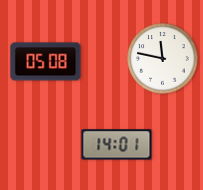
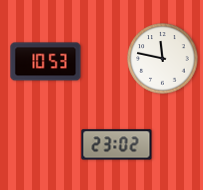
clock at (46, 62): 05:08 -> 10:53
clock at (117, 145): 14:01 -> 23:02
